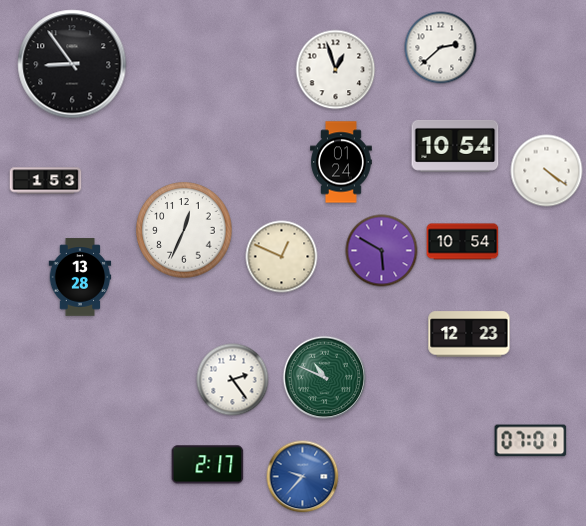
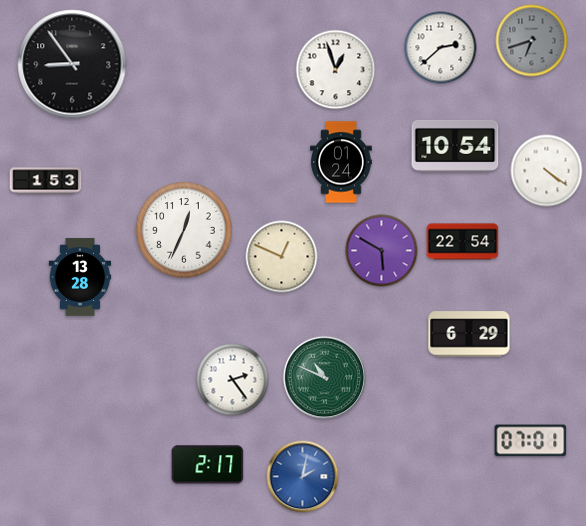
clock at (532, 41): none -> 6:42
clock at (463, 242): 10:54 -> 22:54
clock at (469, 334): 12:23 -> 6:29
clock at (303, 477): 9:37 -> 2:02
